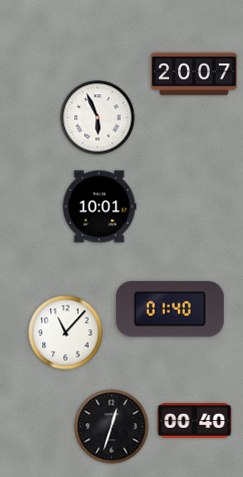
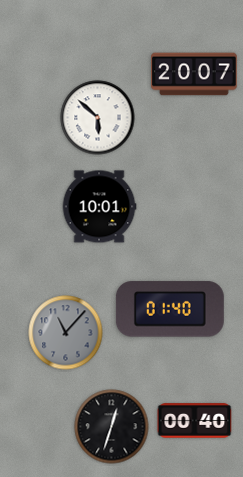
clock at (98, 118): 5:56 -> 5:52
clock at (66, 333) dial: white -> grey
